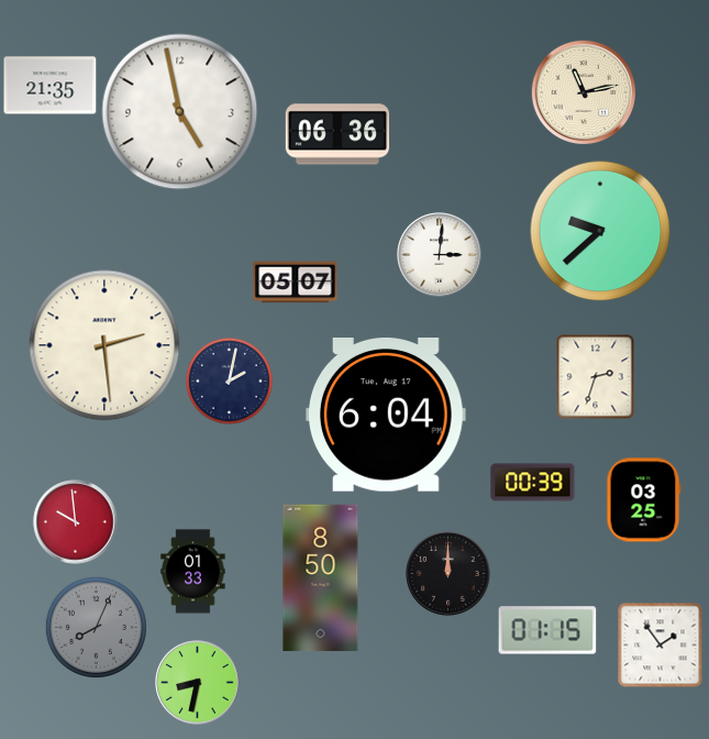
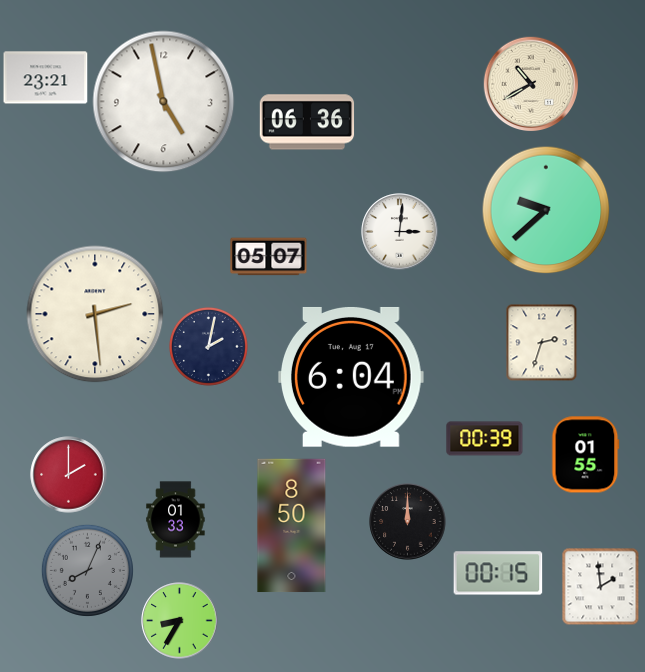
clock at (51, 86): 21:35 -> 23:21
clock at (583, 91): 11:13 -> 10:40
clock at (644, 500): 03:25 -> 01:55
clock at (76, 522): 9:59 -> 2:00
clock at (547, 630): 01:15 -> 00:15
clock at (660, 644): 1:54 -> 1:59
clock at (198, 683): 8:32 -> 8:35
